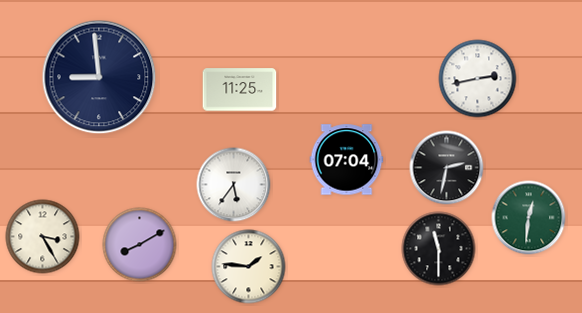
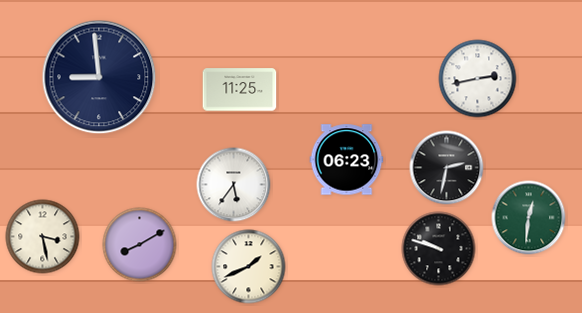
clock at (347, 160): 07:04 -> 06:23
clock at (43, 237): 3:25 -> 3:28
clock at (439, 249): 11:30 -> 9:48
clock at (249, 267): 1:46 -> 1:41
